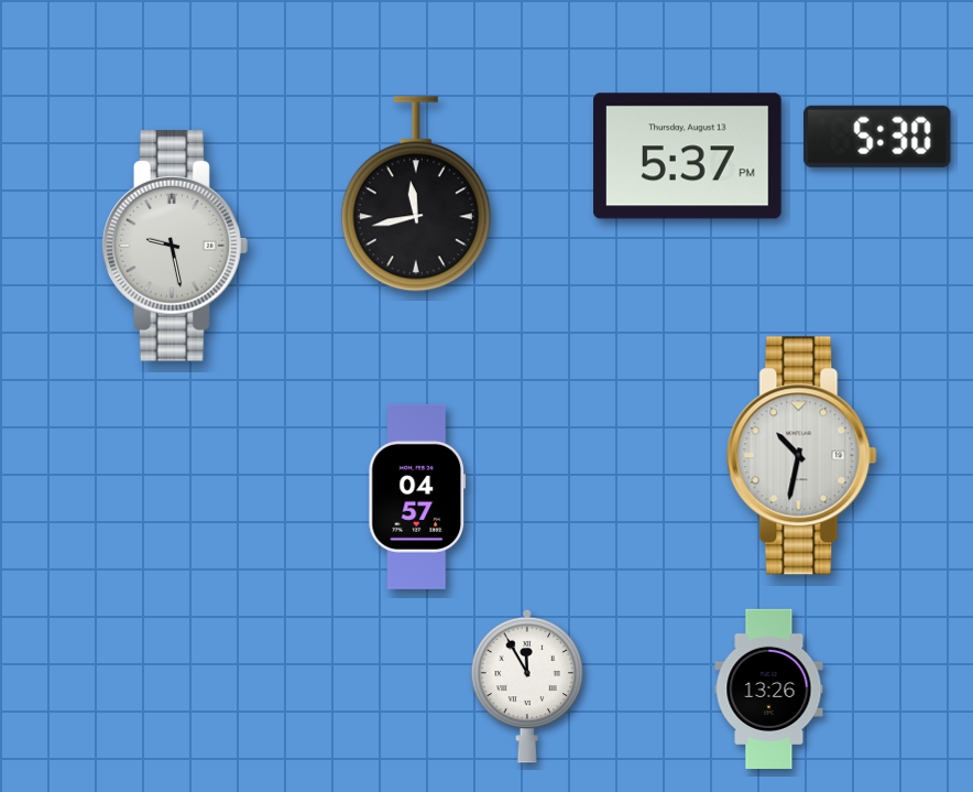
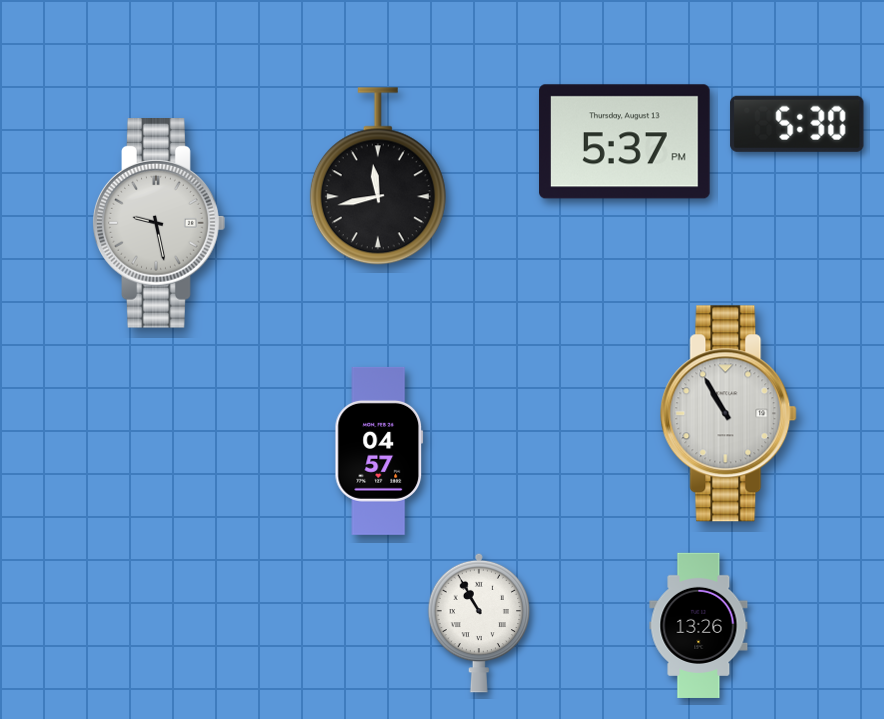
clock at (802, 456): 10:32 -> 10:55
clock at (527, 686): 11:55 -> 10:55
